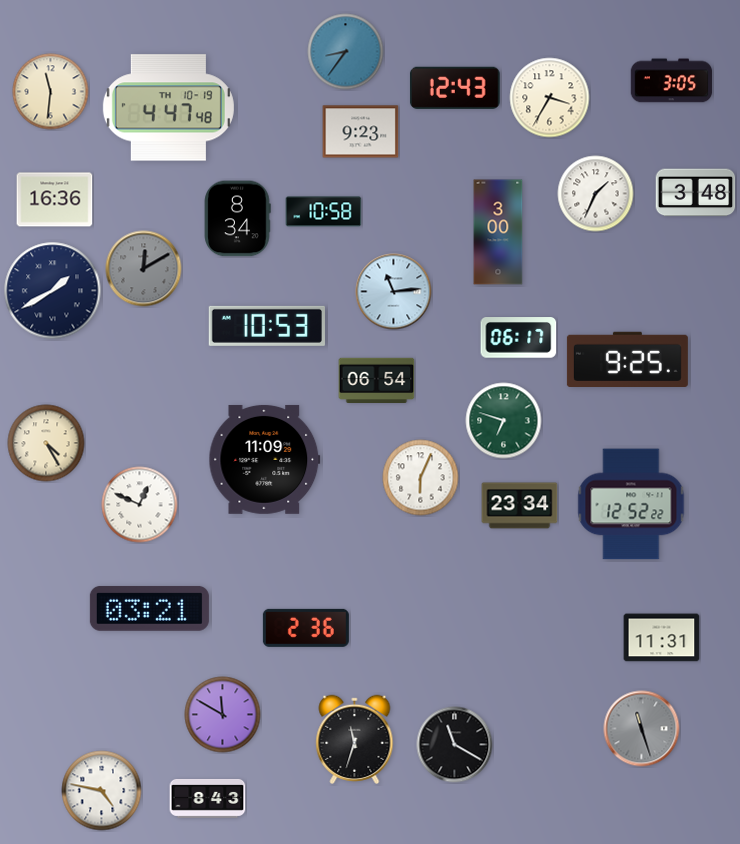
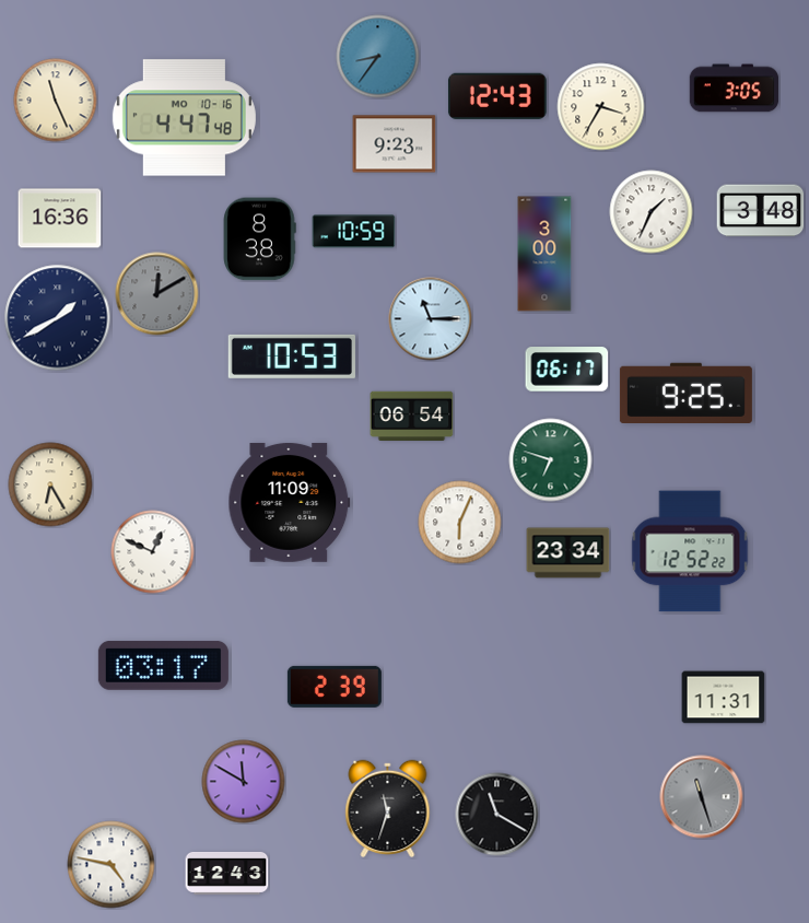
clock at (51, 92): 11:31 -> 11:26
clock at (168, 108) date: TH 10-19 -> MO 10-16
clock at (324, 212): 10:58 -> 10:59
clock at (237, 219): 8:34 -> 8:38
clock at (394, 292): 11:14 -> 11:15
clock at (46, 443): 4:25 -> 6:25
clock at (149, 608): 03:21 -> 03:17
clock at (306, 628): 2:36 -> 2:39
clock at (208, 798): 8:43 -> 12:43
